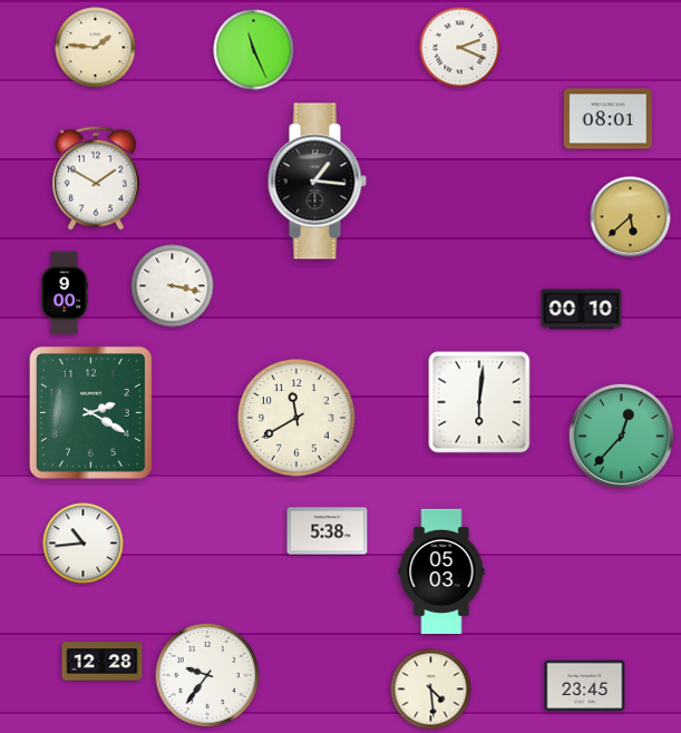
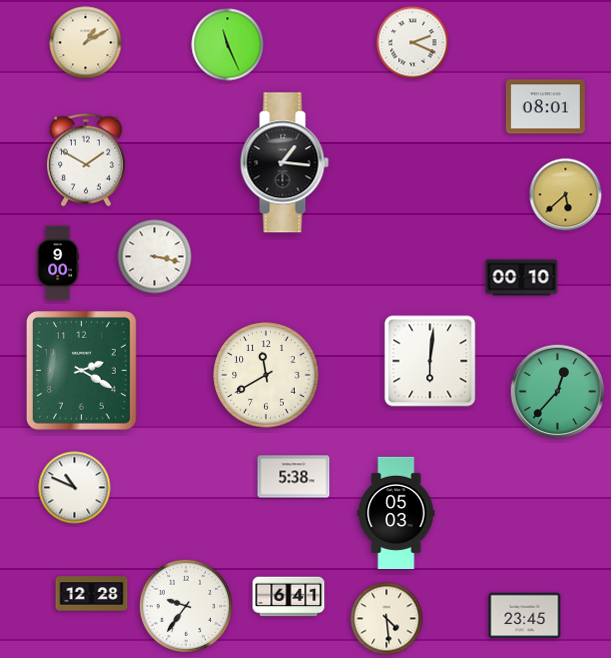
clock at (96, 48): 1:46 -> 1:10
clock at (84, 544): 10:44 -> 10:49
clock at (289, 597): none -> 6:41
